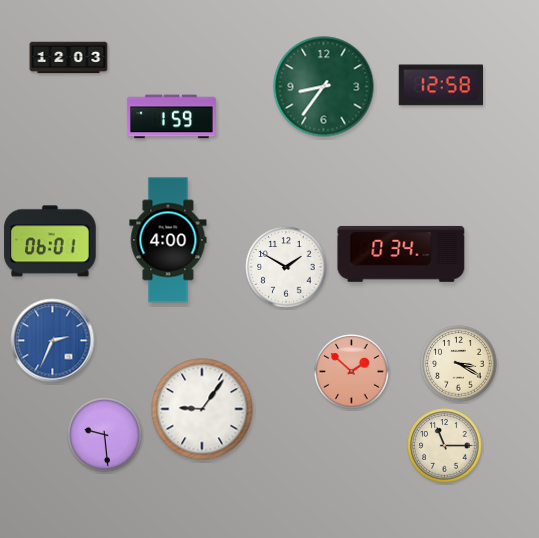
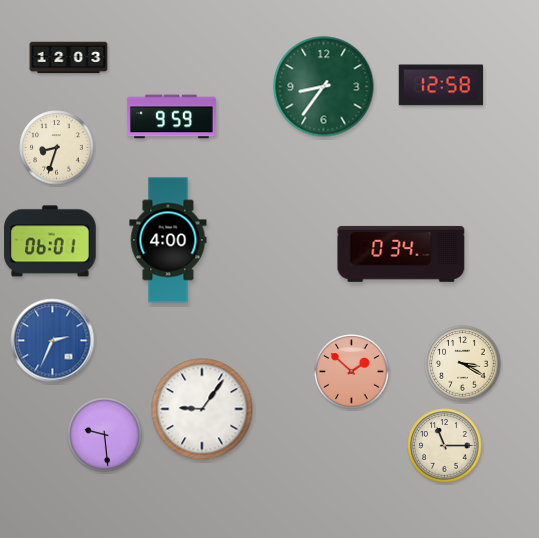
clock at (171, 117): 1:59 -> 9:59
clock at (57, 148): none -> 8:33
clock at (286, 267): 1:50 -> none
clock at (459, 364) position: (459, 364) -> (463, 364)
